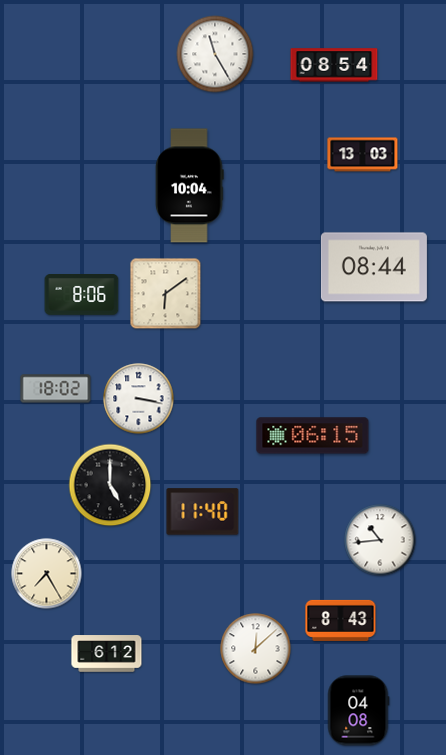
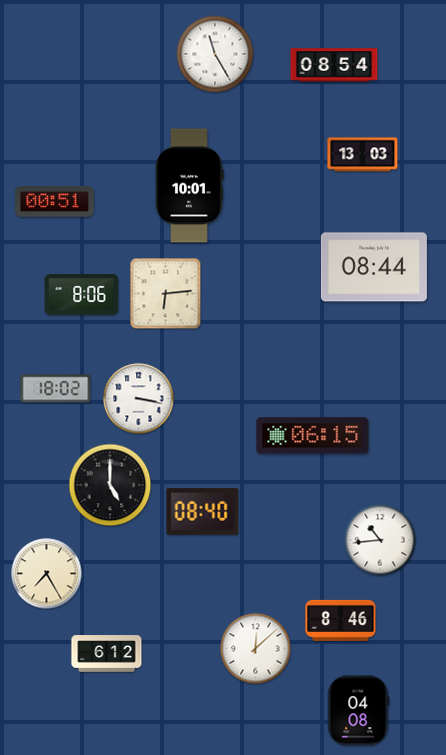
clock at (190, 186): 10:04 -> 10:01
clock at (54, 202): none -> 00:51
clock at (166, 294): 6:09 -> 6:14
clock at (203, 512): 11:40 -> 08:40
clock at (341, 620): 8:43 -> 8:46
